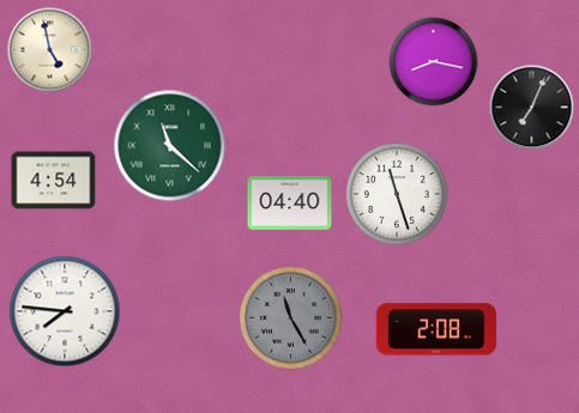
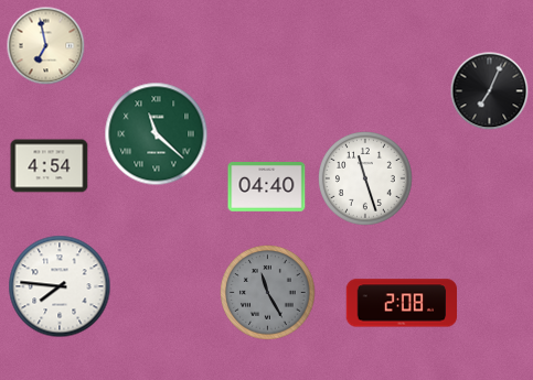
clock at (50, 50): 4:58 -> 6:58
clock at (434, 62): 8:17 -> none
clock at (532, 108) position: (532, 108) -> (490, 91)
